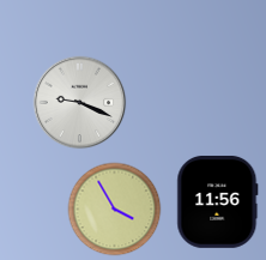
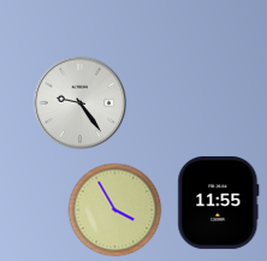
clock at (79, 102): 9:19 -> 9:24
clock at (218, 201): 11:56 -> 11:55
